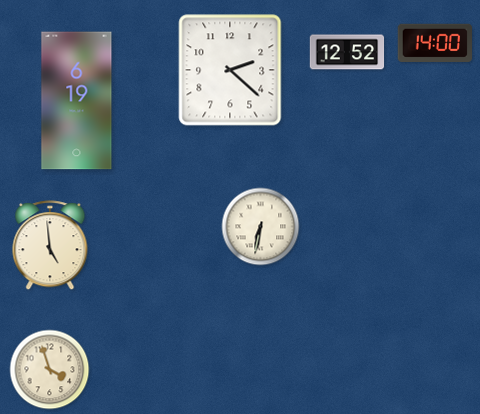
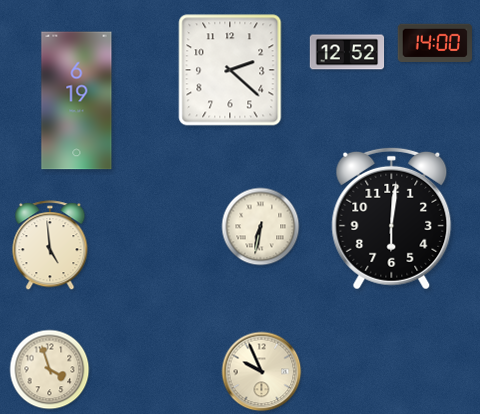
clock at (392, 218): none -> 6:01
clock at (262, 372): none -> 9:56
